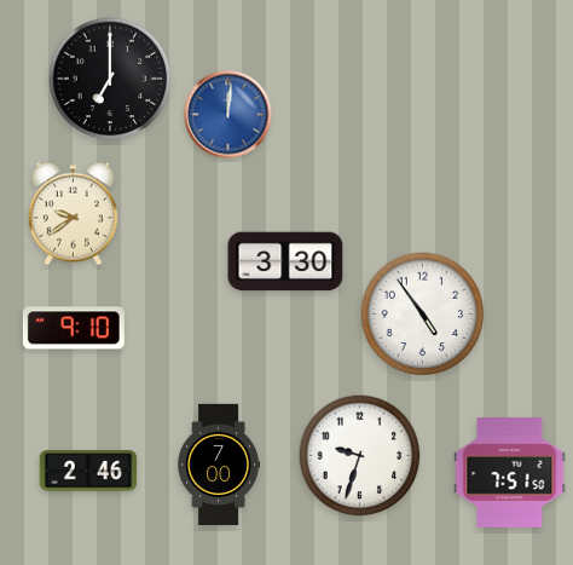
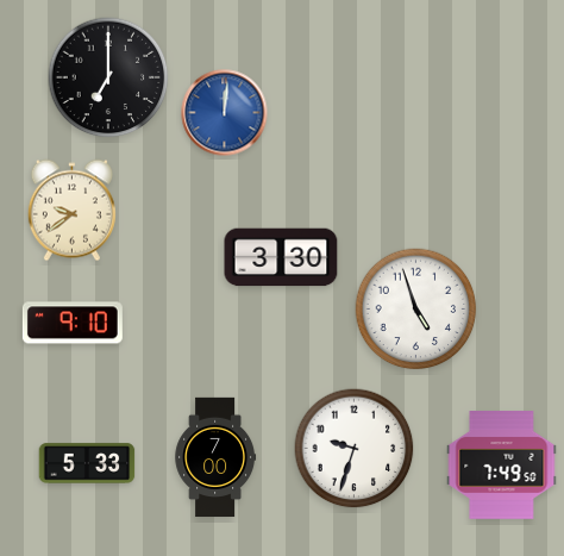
clock at (423, 315): 4:54 -> 4:57
clock at (88, 471): 2:46 -> 5:33
clock at (510, 473): 7:51 -> 7:49
